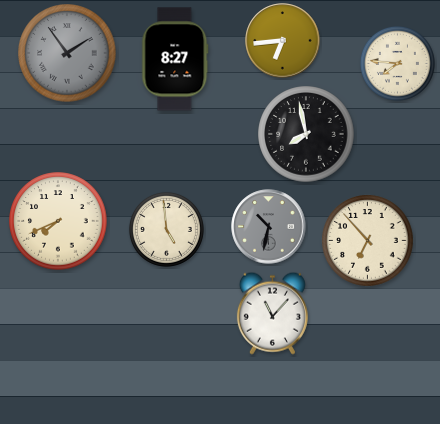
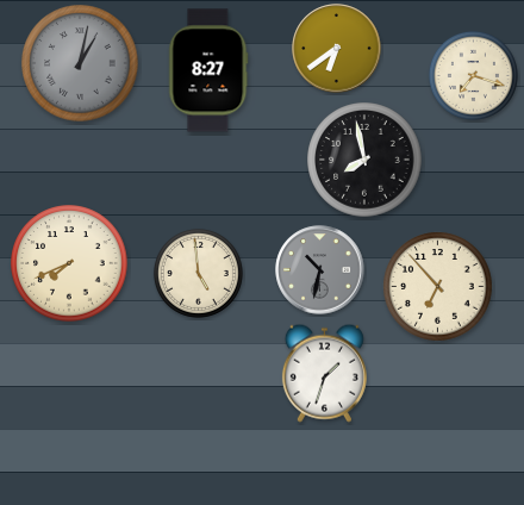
clock at (283, 41): 6:44 -> 6:39
clock at (67, 53): 1:54 -> 1:02
clock at (397, 63): 7:46 -> 7:18
clock at (272, 313): 11:07 -> 1:33
